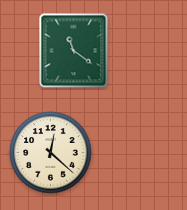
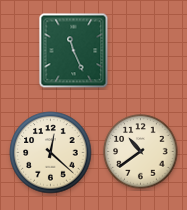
clock at (74, 51): 11:21 -> 11:26
clock at (141, 152): none -> 10:39
